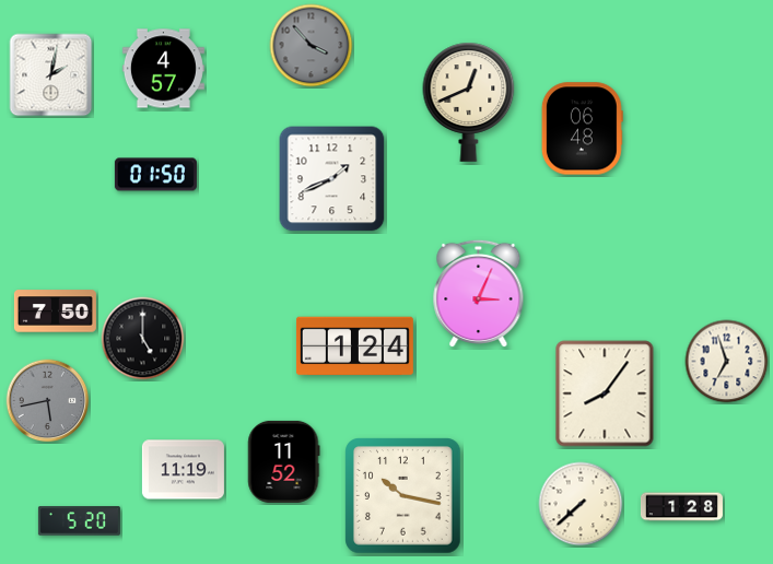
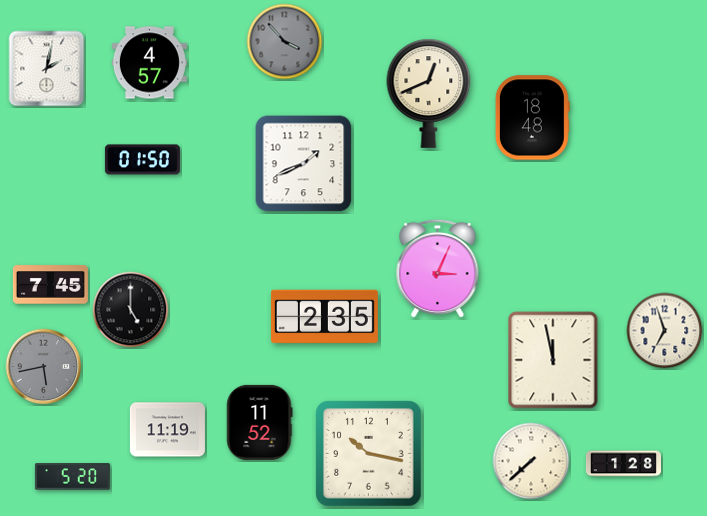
clock at (582, 129): 06:48 -> 18:48
clock at (55, 312): 7:50 -> 7:45
clock at (354, 346): 1:24 -> 2:35
clock at (605, 393): 8:06 -> 11:58
